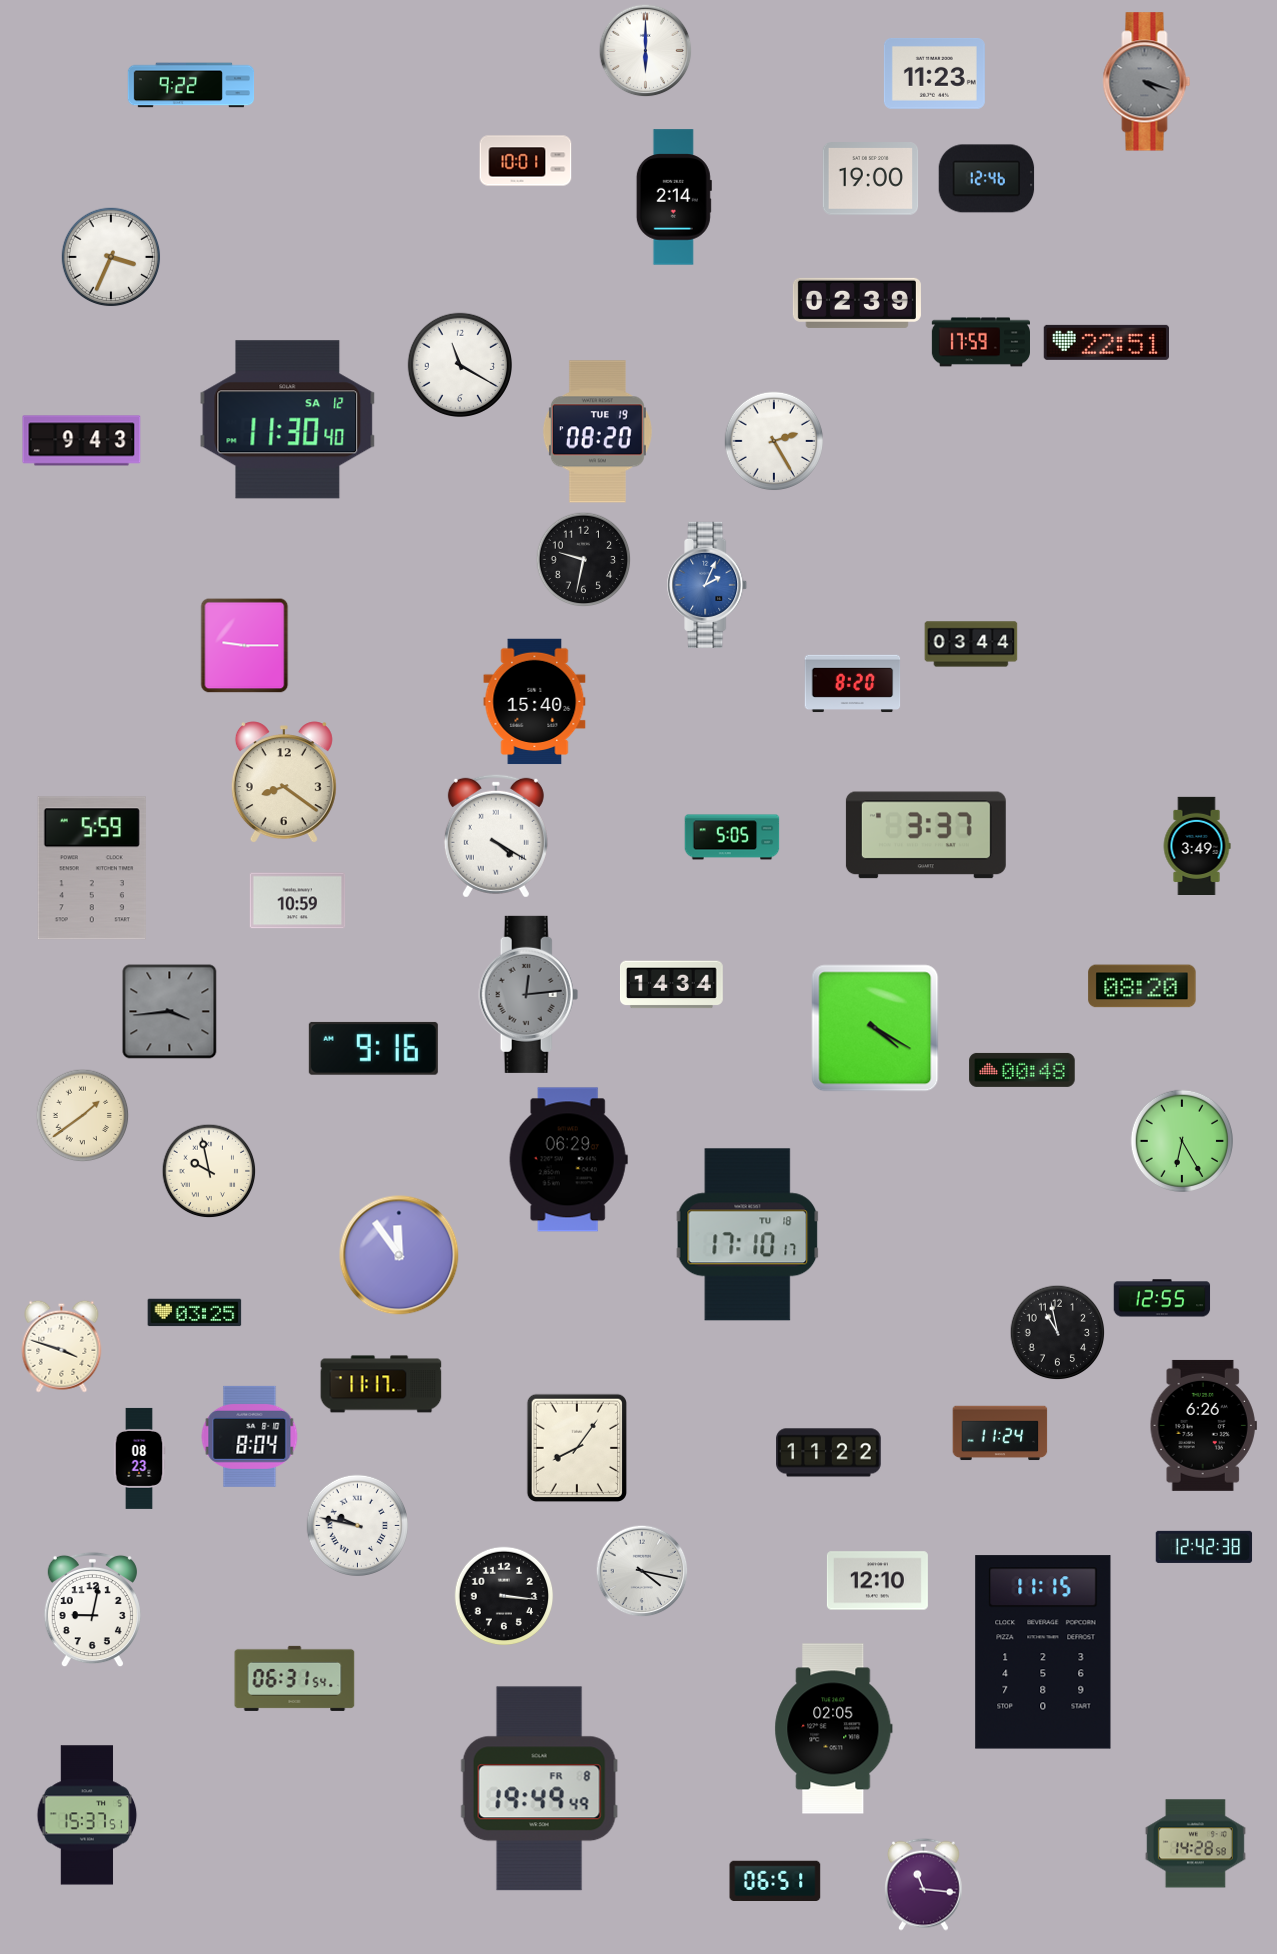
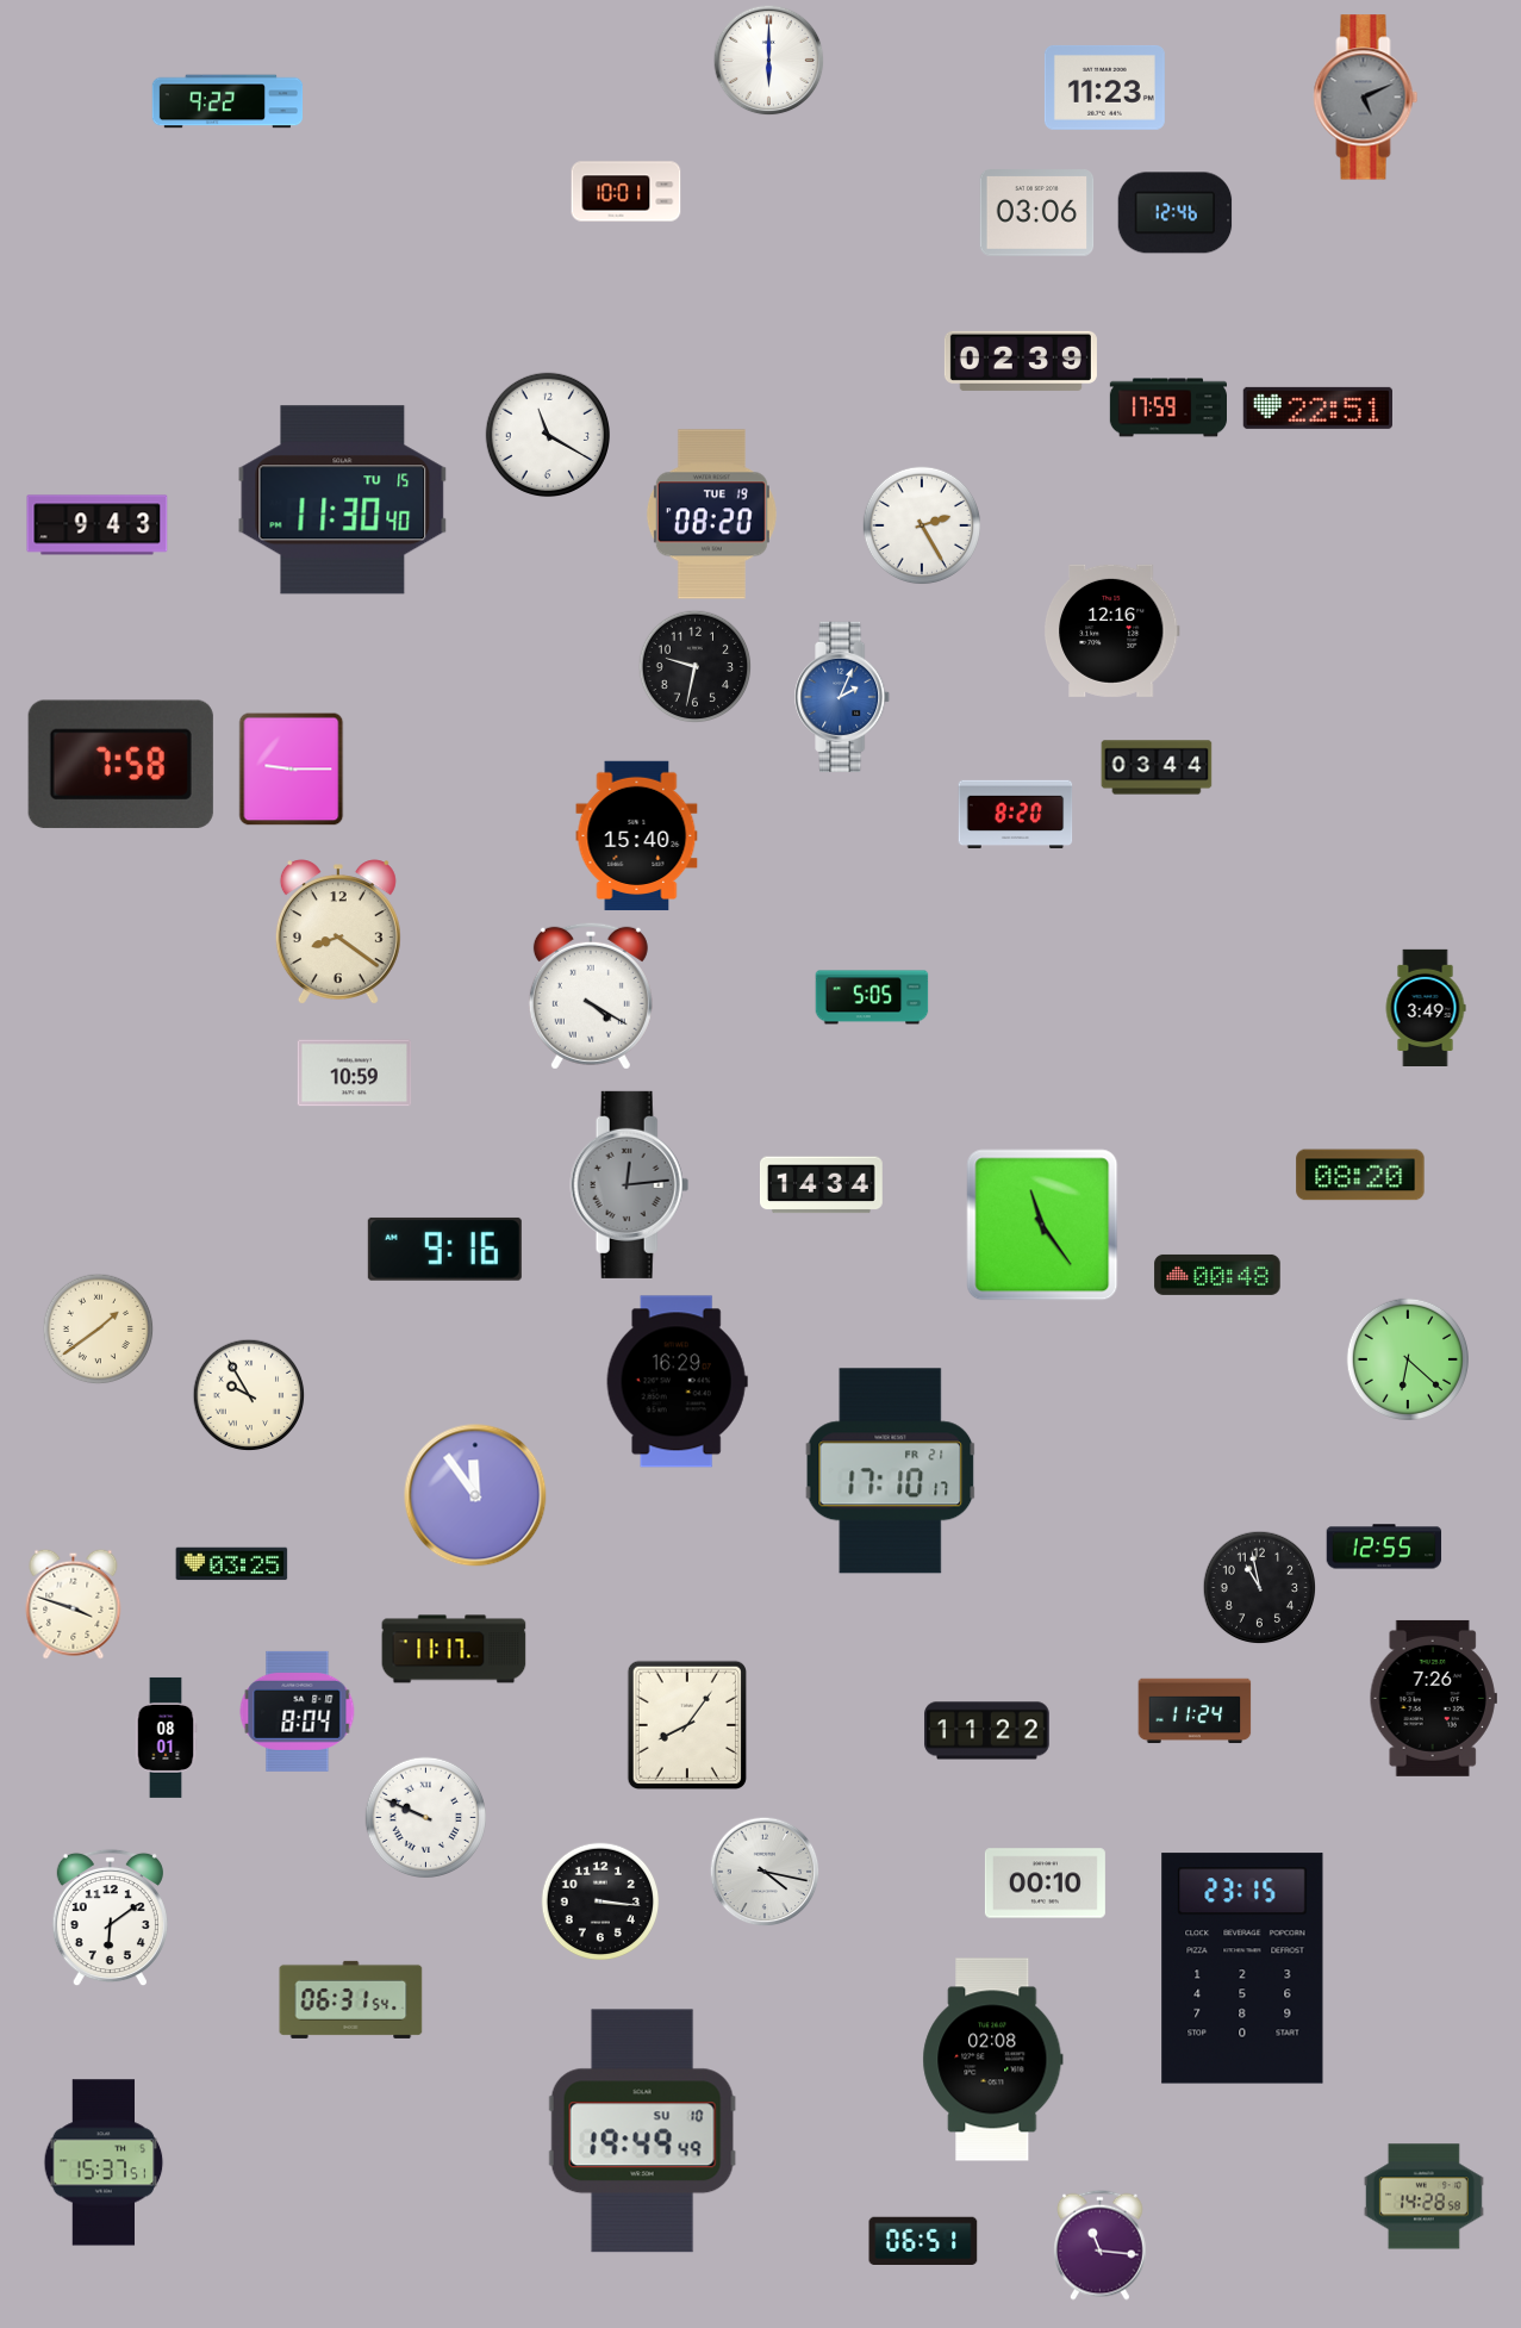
clock at (934, 73) position: (934, 73) -> (1104, 87)
clock at (1147, 82): 4:18 -> 5:11
clock at (871, 179): 19:00 -> 03:06
clock at (674, 197): 2:14 -> none
clock at (111, 257): 3:34 -> none
clock at (288, 420) date: SA 12 -> TU 15
clock at (1111, 630): none -> 12:16
clock at (120, 764): none -> 7:58
clock at (926, 835): 3:37 -> none
clock at (92, 868): 5:59 -> none
clock at (672, 985) position: (672, 985) -> (822, 1185)
clock at (170, 1012): 3:44 -> none
clock at (875, 1028): 4:20 -> 11:24
clock at (1181, 1140): 6:25 -> 6:22
clock at (568, 1160): 06:29 -> 16:29
clock at (209, 1171): 9:58 -> 9:55
clock at (748, 1235) date: TU 18 -> FR 21
clock at (1203, 1425): 6:26 -> 7:26
clock at (1000, 1433) position: (1000, 1433) -> (1195, 1711)
clock at (139, 1458): 08:23 -> 08:01
clock at (357, 1525): 9:47 -> 9:49
clock at (1204, 1547): 12:42 -> none
clock at (877, 1581): 12:10 -> 00:10
clock at (92, 1610): 9:02 -> 6:09
clock at (1043, 1652): 11:15 -> 23:15
clock at (834, 1729): 02:05 -> 02:08
clock at (539, 1789) date: FR 8 -> SU 10
